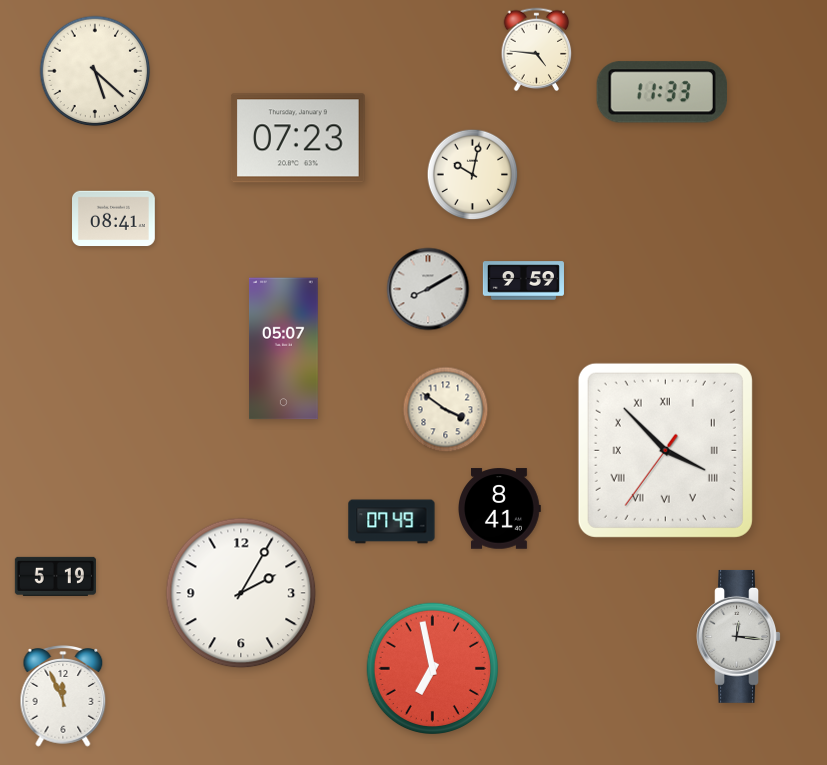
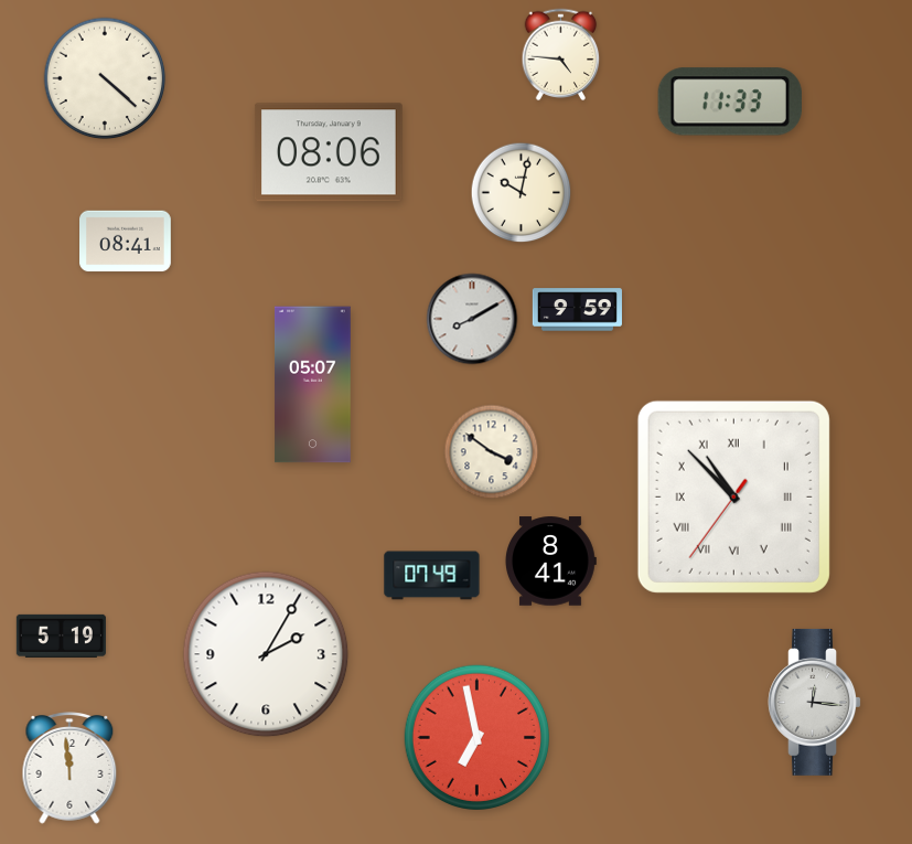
clock at (537, 50) position: (537, 50) -> (561, 55)
clock at (95, 71): 5:22 -> 4:22
clock at (298, 138): 07:23 -> 08:06
clock at (665, 450): 3:52 -> 10:52
clock at (63, 696): 11:56 -> 11:59
